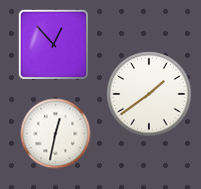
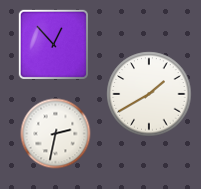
clock at (149, 94): 1:39 -> 1:40
clock at (56, 134): 12:32 -> 2:32
